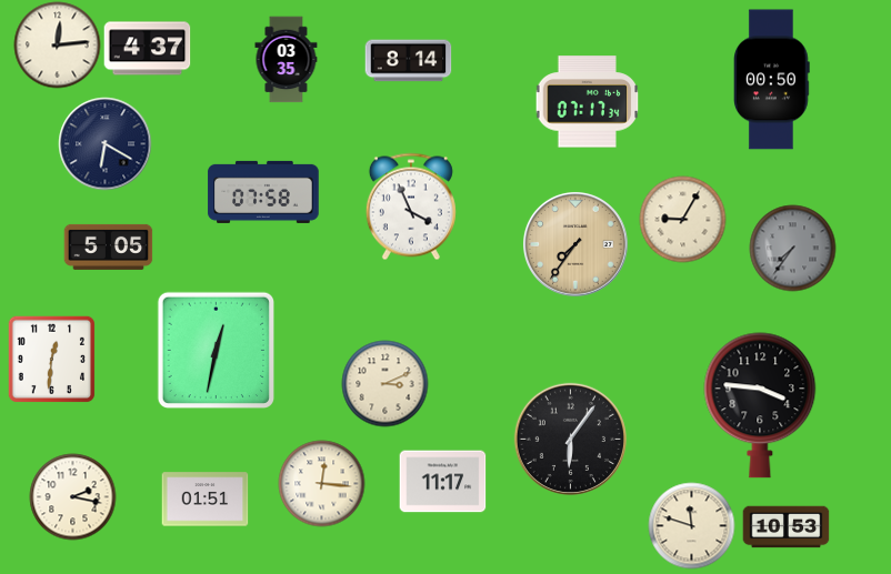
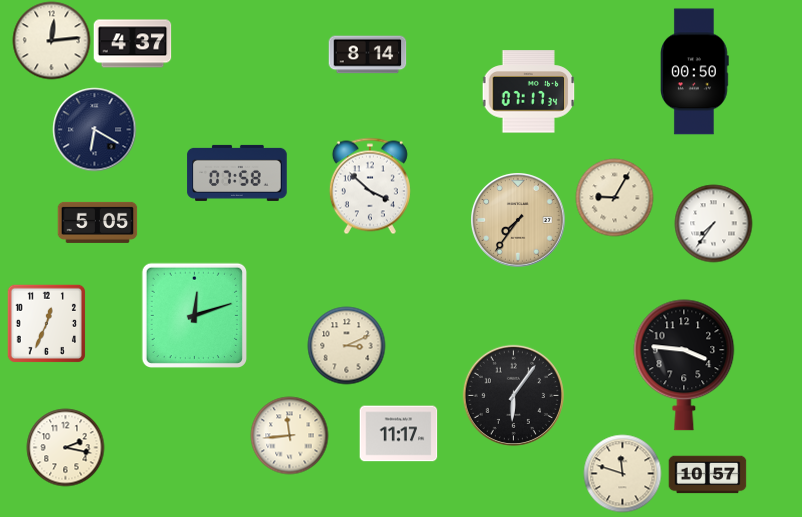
clock at (287, 59): 03:35 -> none
clock at (411, 207): 3:56 -> 3:52
clock at (792, 248) dial: grey -> white
clock at (216, 350): 12:32 -> 12:12
clock at (51, 359): 12:31 -> 12:34
clock at (321, 483): 12:16 -> 11:44
clock at (204, 500): 01:51 -> none
clock at (785, 527): 10:53 -> 10:57
